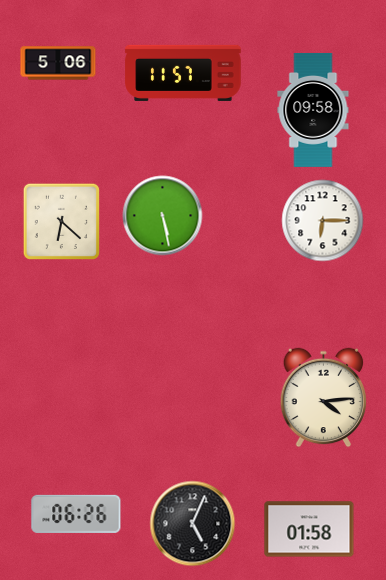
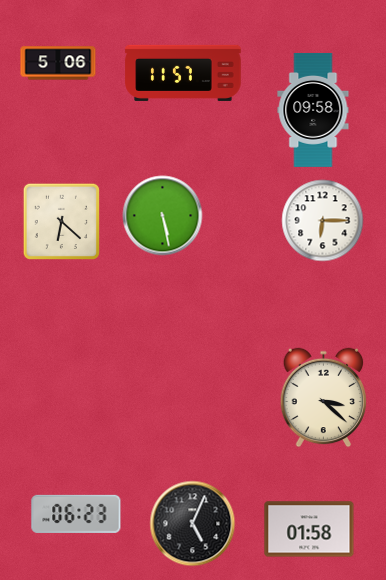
clock at (324, 398): 4:14 -> 3:22
clock at (76, 514): 06:26 -> 06:23
